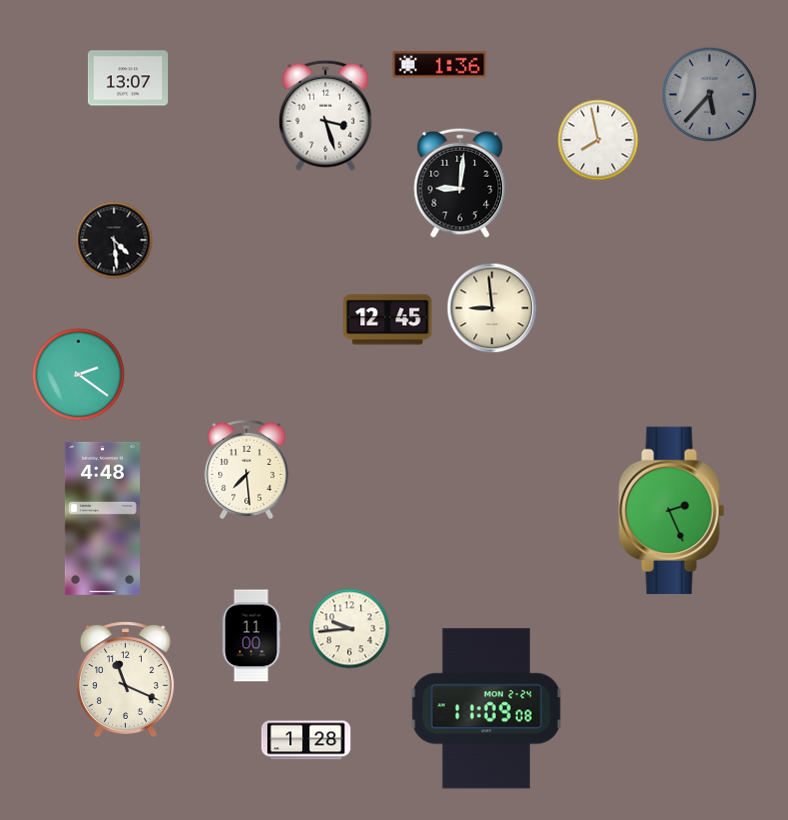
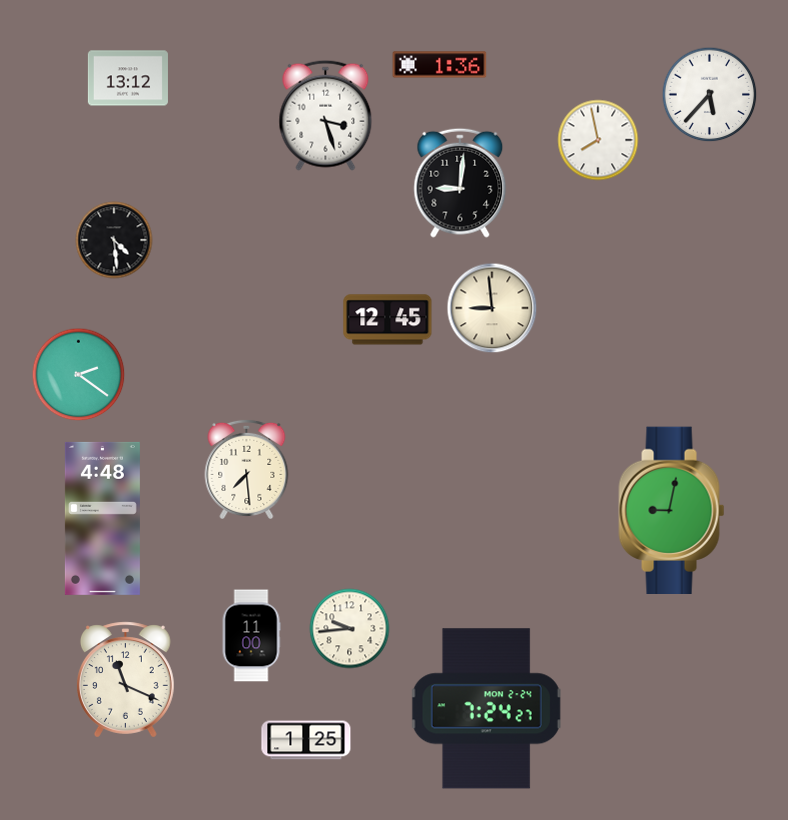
clock at (128, 78): 13:07 -> 13:12
clock at (710, 95) dial: grey -> white
clock at (672, 510): 2:26 -> 9:02
clock at (486, 709): 11:09 -> 7:24
clock at (306, 740): 1:28 -> 1:25
